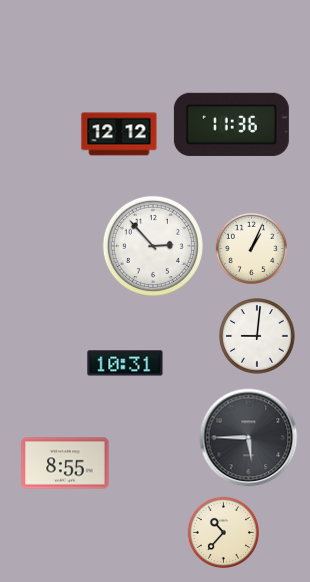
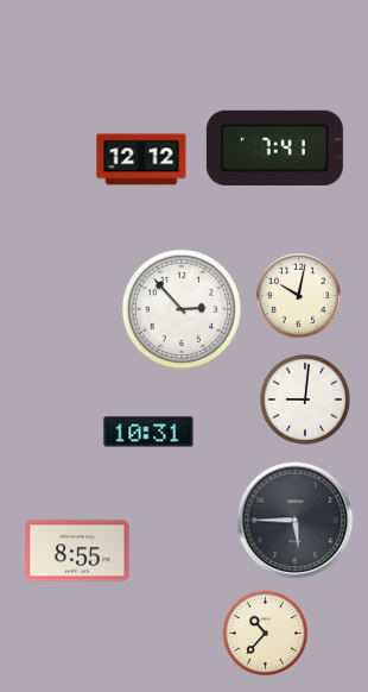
clock at (231, 124): 11:36 -> 7:41
clock at (153, 246) position: (153, 246) -> (182, 309)
clock at (251, 248): 1:04 -> 10:02
